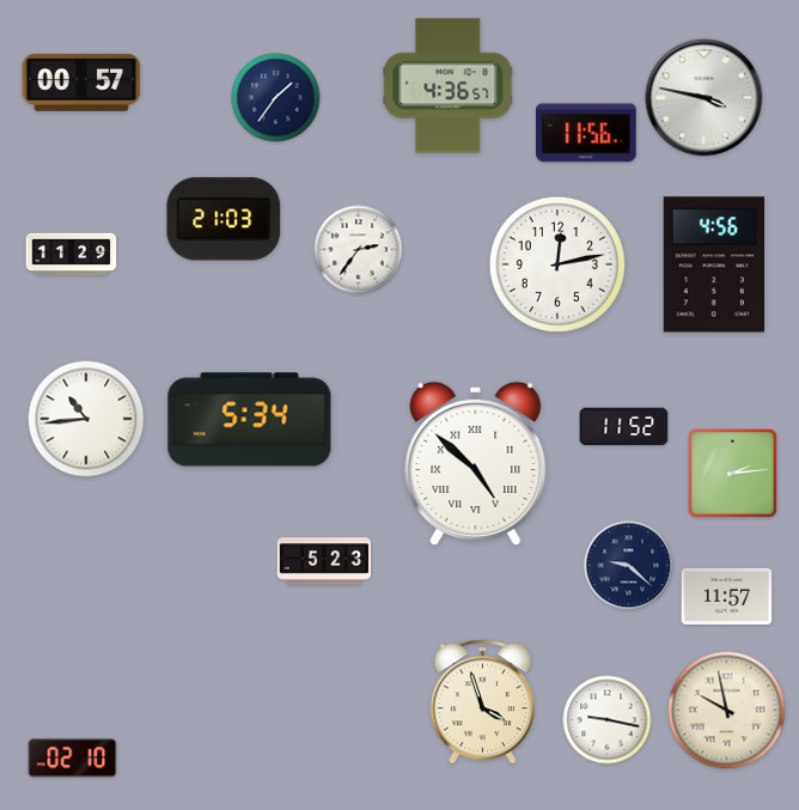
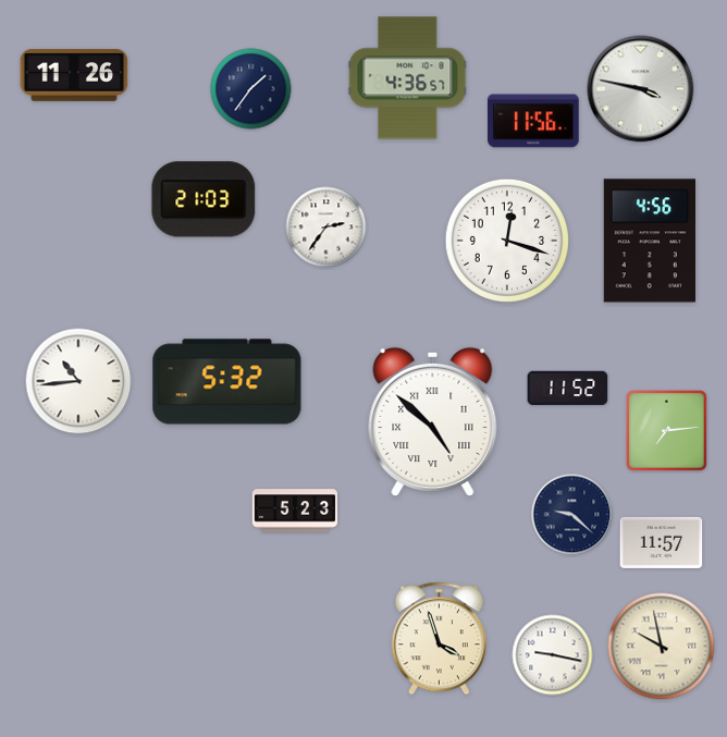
clock at (81, 84): 00:57 -> 11:26
clock at (72, 255): 11:29 -> none
clock at (557, 264): 12:13 -> 12:18
clock at (250, 420): 5:34 -> 5:32
clock at (733, 474): 2:14 -> 7:14
clock at (73, 759): 02:10 -> none
